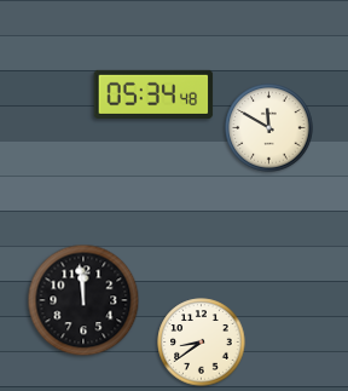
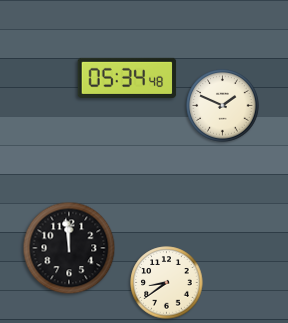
clock at (269, 128): 11:50 -> 1:49
